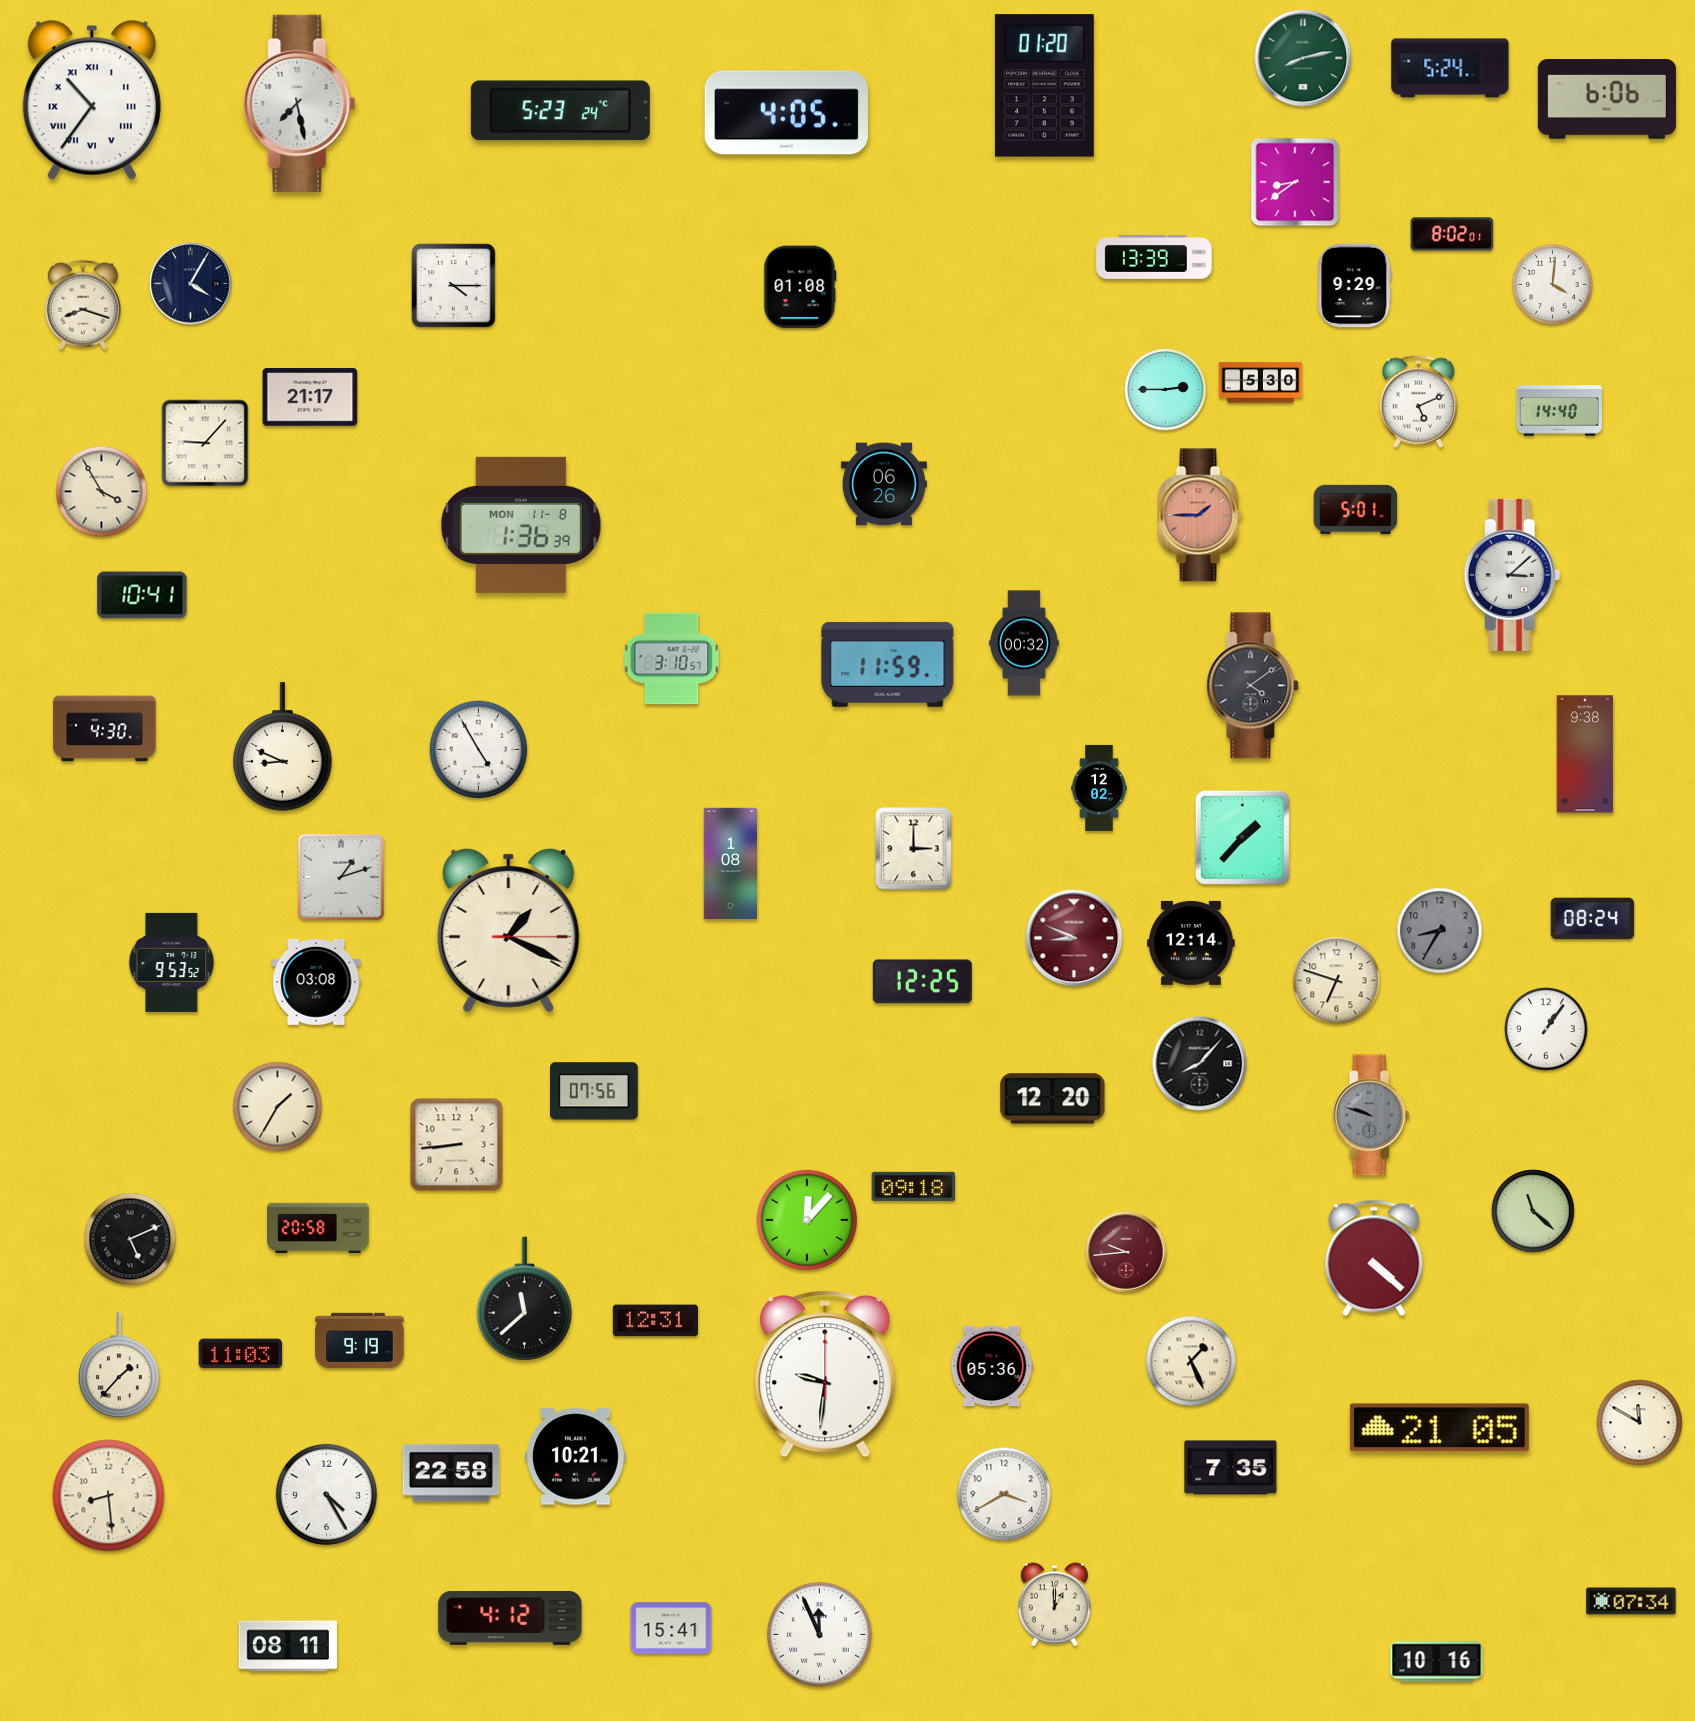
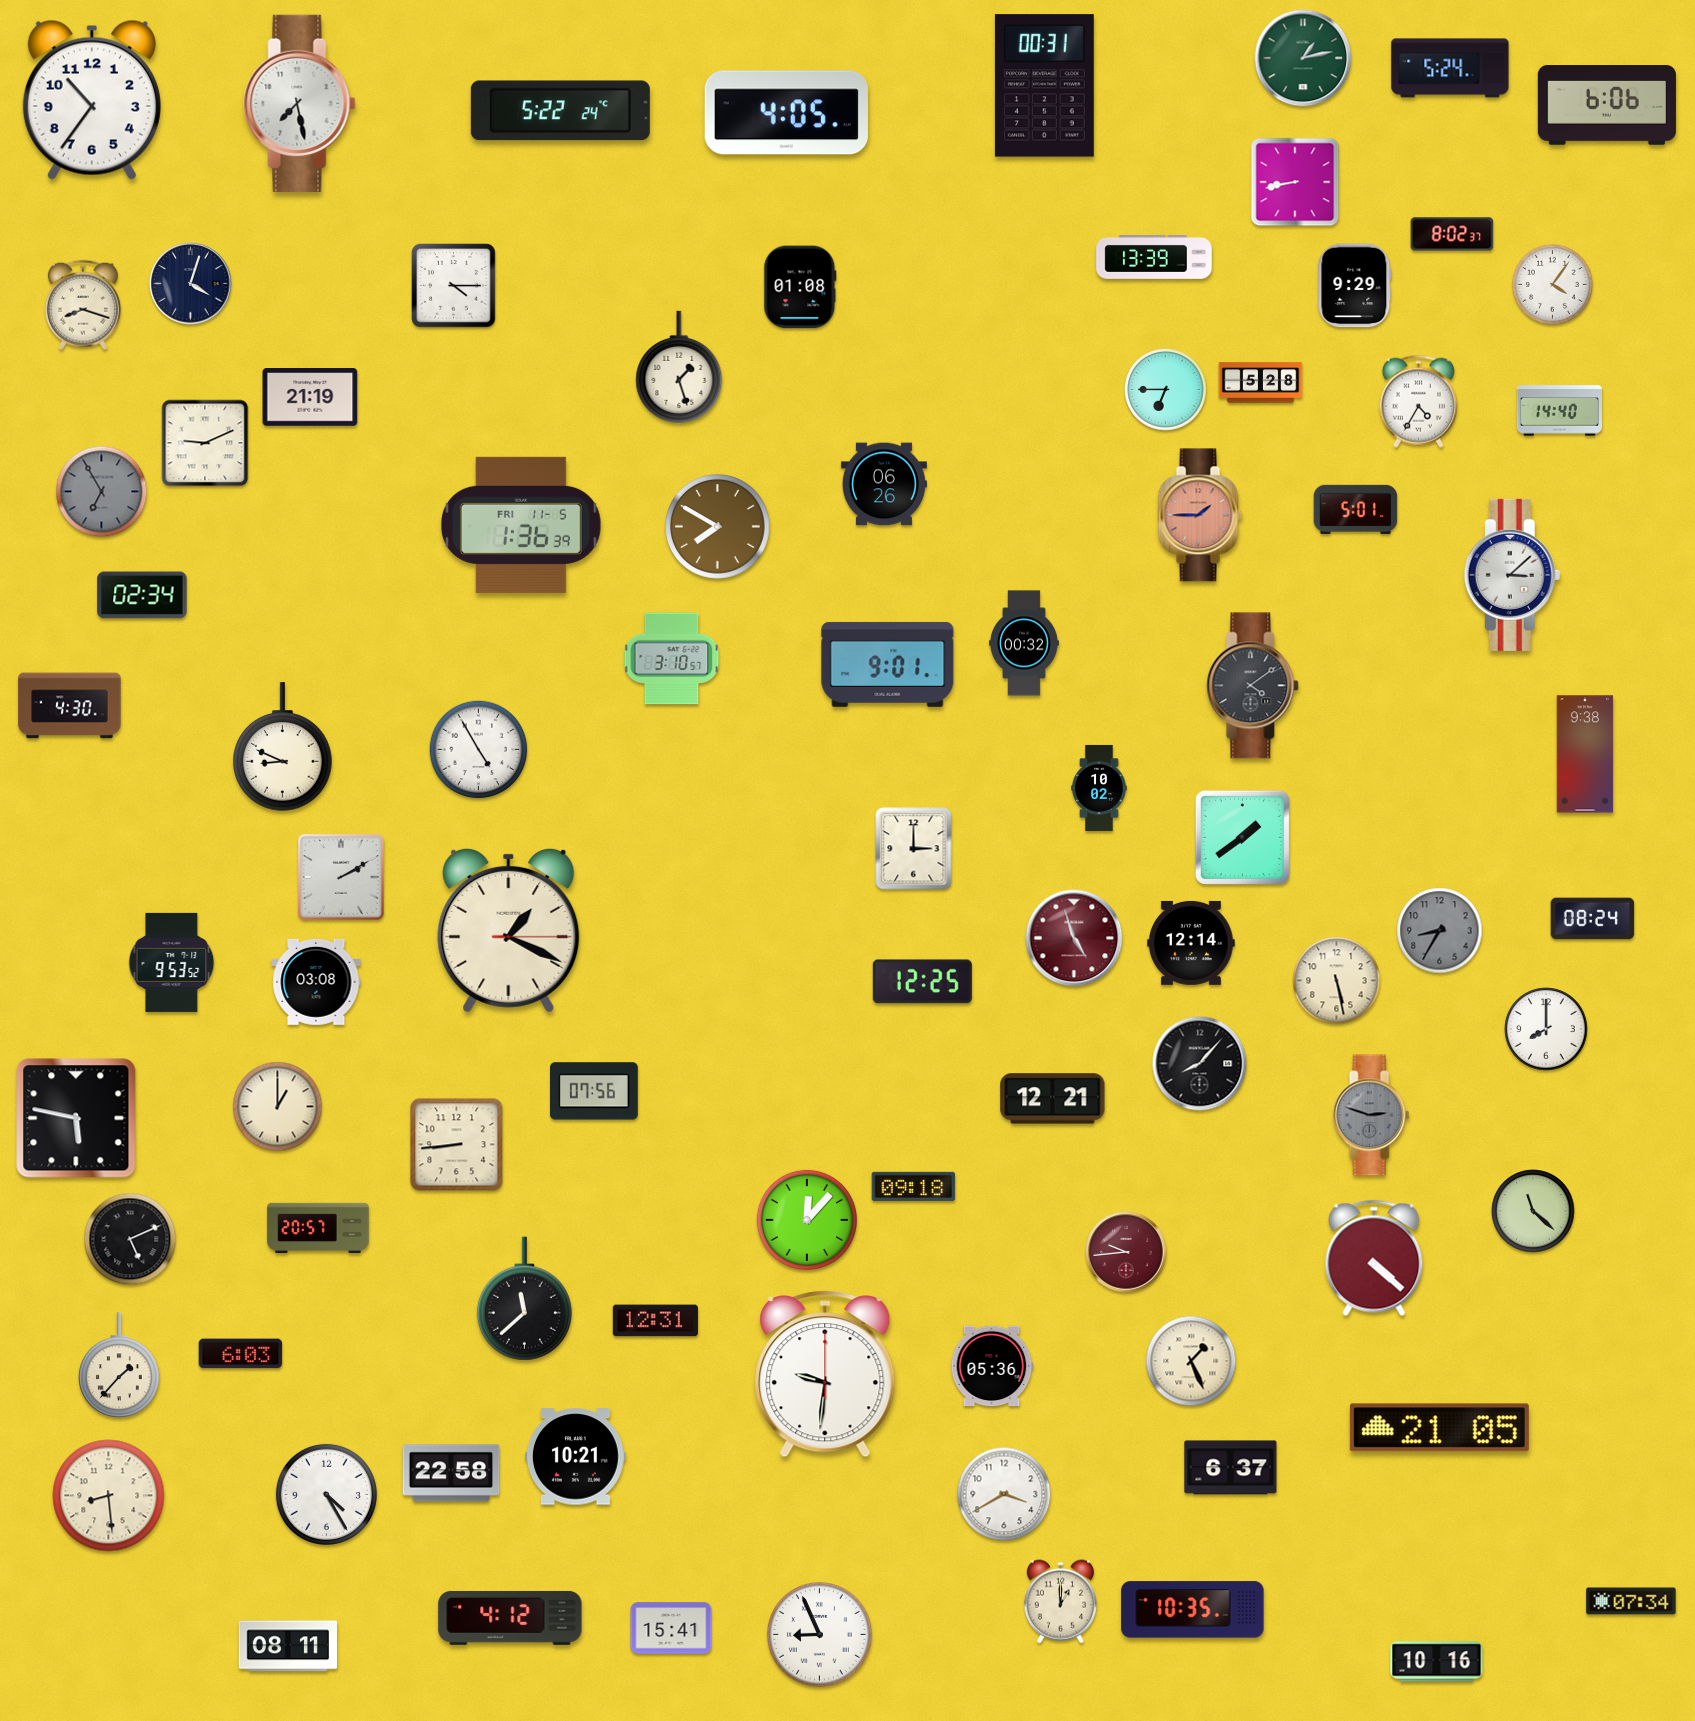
clock at (1303, 58): 8:13 -> 1:13
clock at (1044, 86): 01:20 -> 00:31
clock at (1607, 99) position: (1607, 99) -> (1607, 105)
clock at (92, 100) numerals: Roman -> Arabic
clock at (560, 111): 5:23 -> 5:22
clock at (1295, 182): 8:39 -> 8:43
clock at (1452, 234): 8:02:01 -> 8:02:37
clock at (191, 284): 4:05 -> 4:03
clock at (1552, 284): 4:01 -> 4:06
clock at (679, 367): none -> 1:27
clock at (1261, 383): 5:30 -> 5:28
clock at (1166, 390): 2:45 -> 6:45
clock at (310, 397): 21:17 -> 21:19
clock at (1418, 401): 5:11 -> 4:35
clock at (205, 443): 9:07 -> 9:11
clock at (102, 492): 3:55 -> 6:55
clock at (102, 492) dial: cream -> grey
clock at (521, 525) date: MON 11-8 -> FRI 11-5
clock at (718, 527): none -> 7:50
clock at (142, 595): 10:41 -> 02:34
clock at (888, 664): 11:59 -> 9:01
clock at (105, 729) position: (105, 729) -> (70, 706)
clock at (1099, 788): 12:02 -> 10:02
clock at (1242, 837): 1:37 -> 1:39
clock at (731, 863): 1:08 -> none
clock at (342, 878): 1:12 -> 2:10
clock at (1074, 938): 8:49 -> 4:57
clock at (1337, 981): 6:48 -> 5:28
clock at (1546, 1029): 1:06 -> 8:00
clock at (1053, 1099): 12:20 -> 12:21
clock at (278, 1107): 1:35 -> 1:00
clock at (1371, 1115): 9:48 -> 2:48
clock at (76, 1118): none -> 5:47
clock at (318, 1227): 20:58 -> 20:57
clock at (360, 1340): 9:19 -> none
clock at (241, 1354): 11:03 -> 6:03
clock at (1640, 1423): 11:50 -> none
clock at (1231, 1468): 7:35 -> 6:37
clock at (1054, 1605) position: (1054, 1605) -> (1060, 1602)
clock at (1193, 1610): none -> 10:35
clock at (820, 1635): 11:56 -> 8:56
